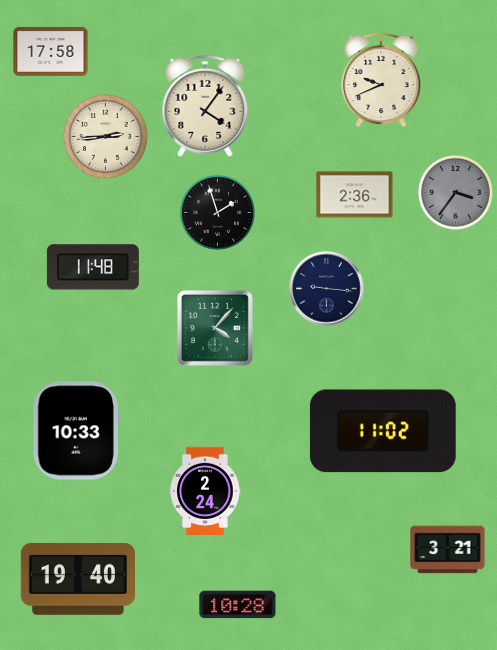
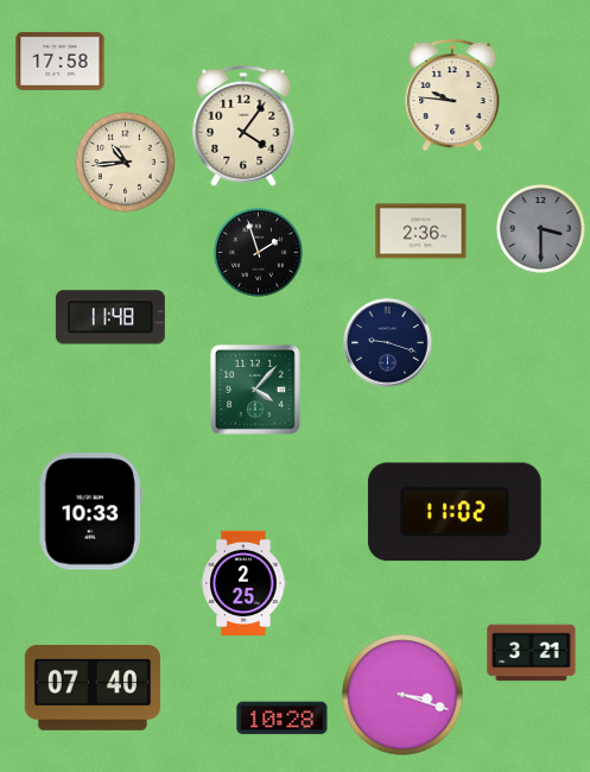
clock at (381, 80): 9:41 -> 9:46
clock at (106, 137): 2:44 -> 10:44
clock at (455, 192): 3:36 -> 3:30
clock at (327, 289): 9:16 -> 9:18
clock at (205, 491): 2:24 -> 2:25
clock at (78, 579): 19:40 -> 07:40
clock at (402, 695): none -> 3:18
